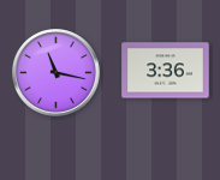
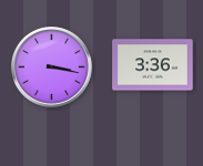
clock at (57, 73): 11:17 -> 3:17
